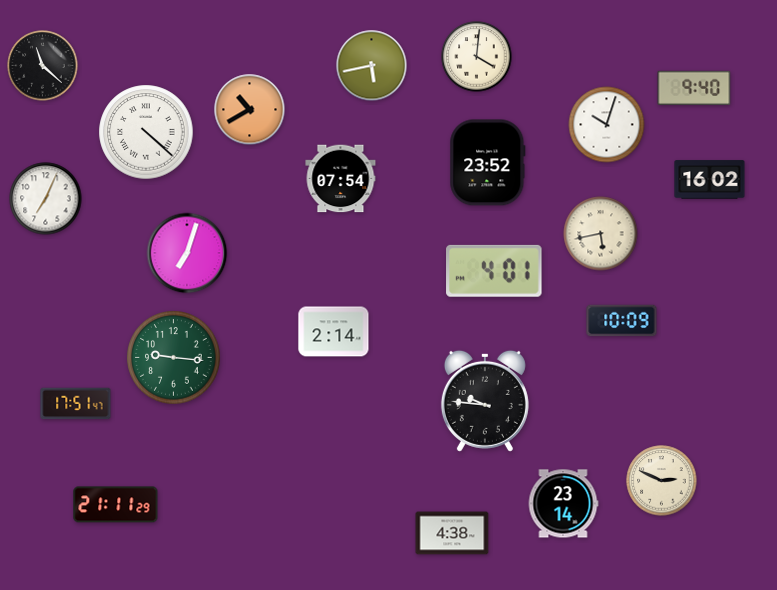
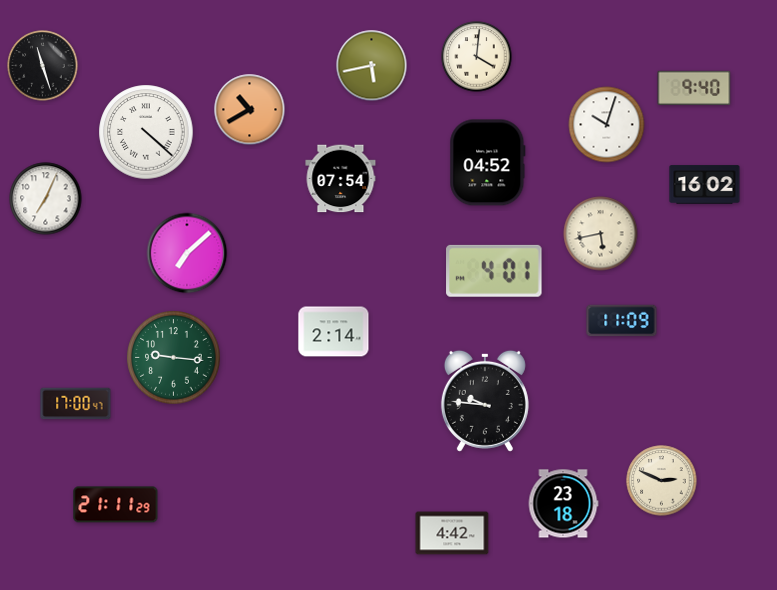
clock at (43, 66): 11:22 -> 11:27
clock at (488, 163): 23:52 -> 04:52
clock at (710, 180) position: (710, 180) -> (705, 185)
clock at (187, 253): 7:03 -> 7:08
clock at (622, 321): 10:09 -> 11:09
clock at (76, 404): 17:51 -> 17:00
clock at (563, 504): 23:14 -> 23:18
clock at (452, 533): 4:38 -> 4:42
